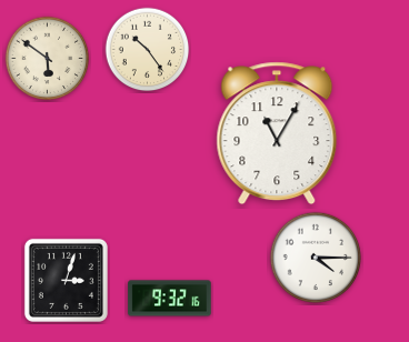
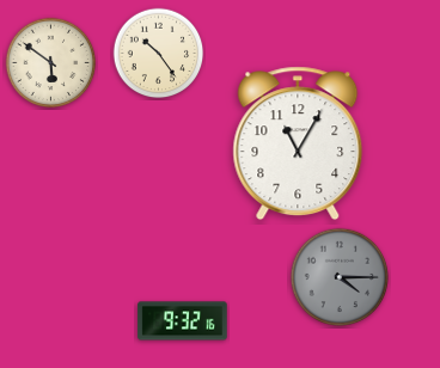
clock at (316, 258) dial: white -> grey
clock at (66, 280): 3:03 -> none
